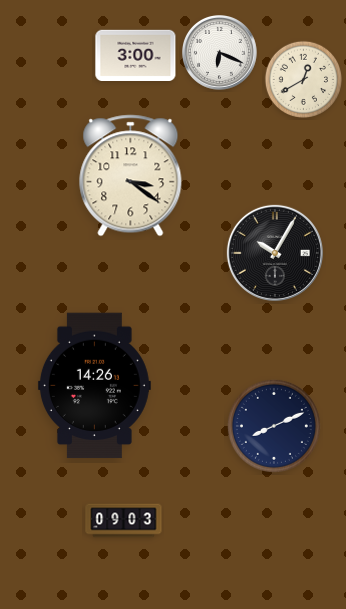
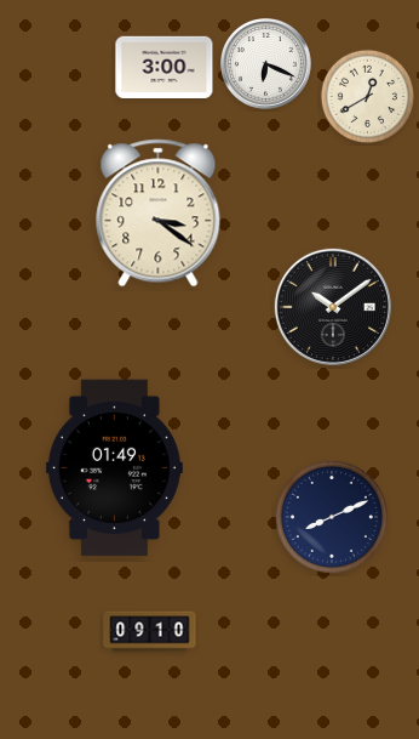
clock at (275, 253): 10:05 -> 10:09
clock at (94, 386): 14:26 -> 01:49
clock at (124, 521): 09:03 -> 09:10
